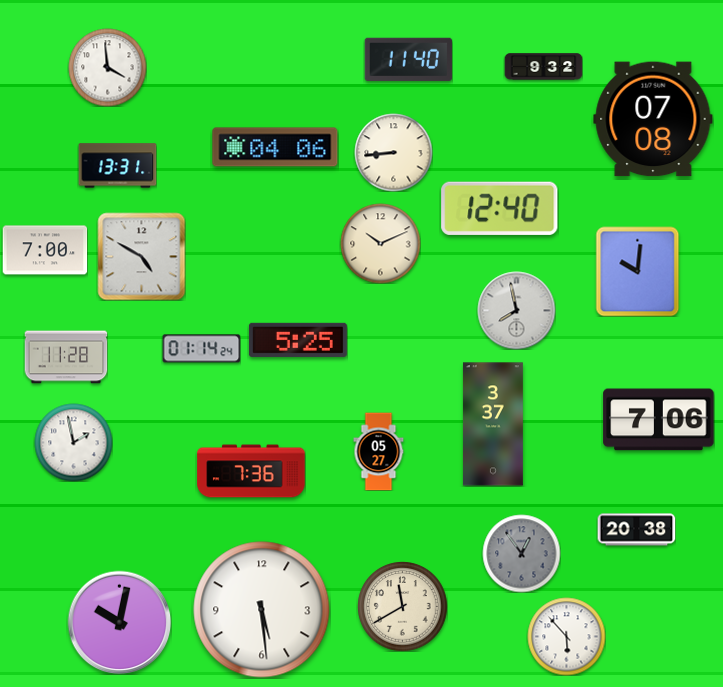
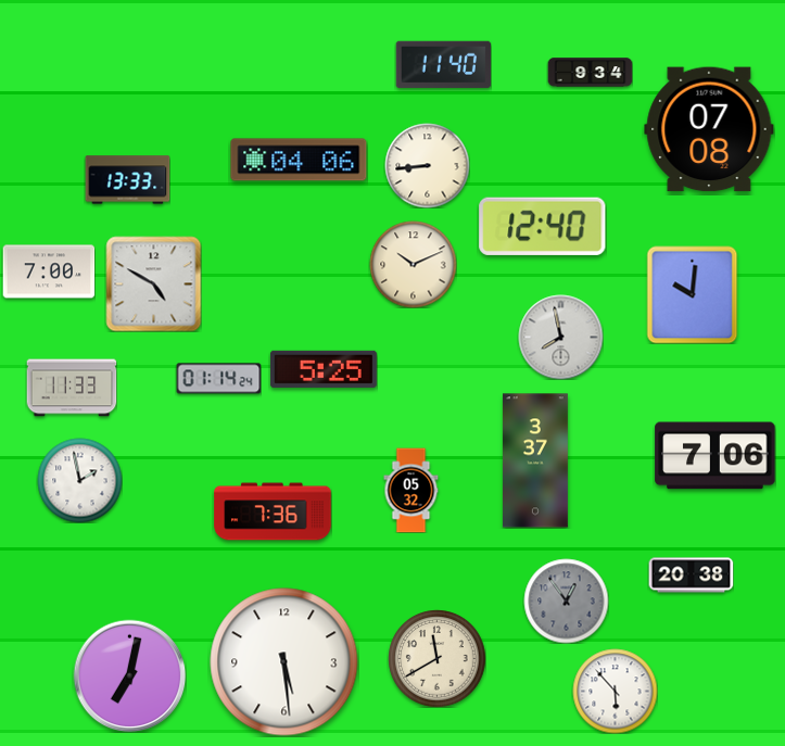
clock at (107, 67): 3:59 -> none
clock at (543, 67): 9:32 -> 9:34
clock at (117, 166): 13:31 -> 13:33
clock at (141, 256) position: (141, 256) -> (153, 283)
clock at (66, 357): 11:28 -> 11:33
clock at (379, 451): 05:27 -> 05:32
clock at (119, 622): 10:02 -> 7:02
